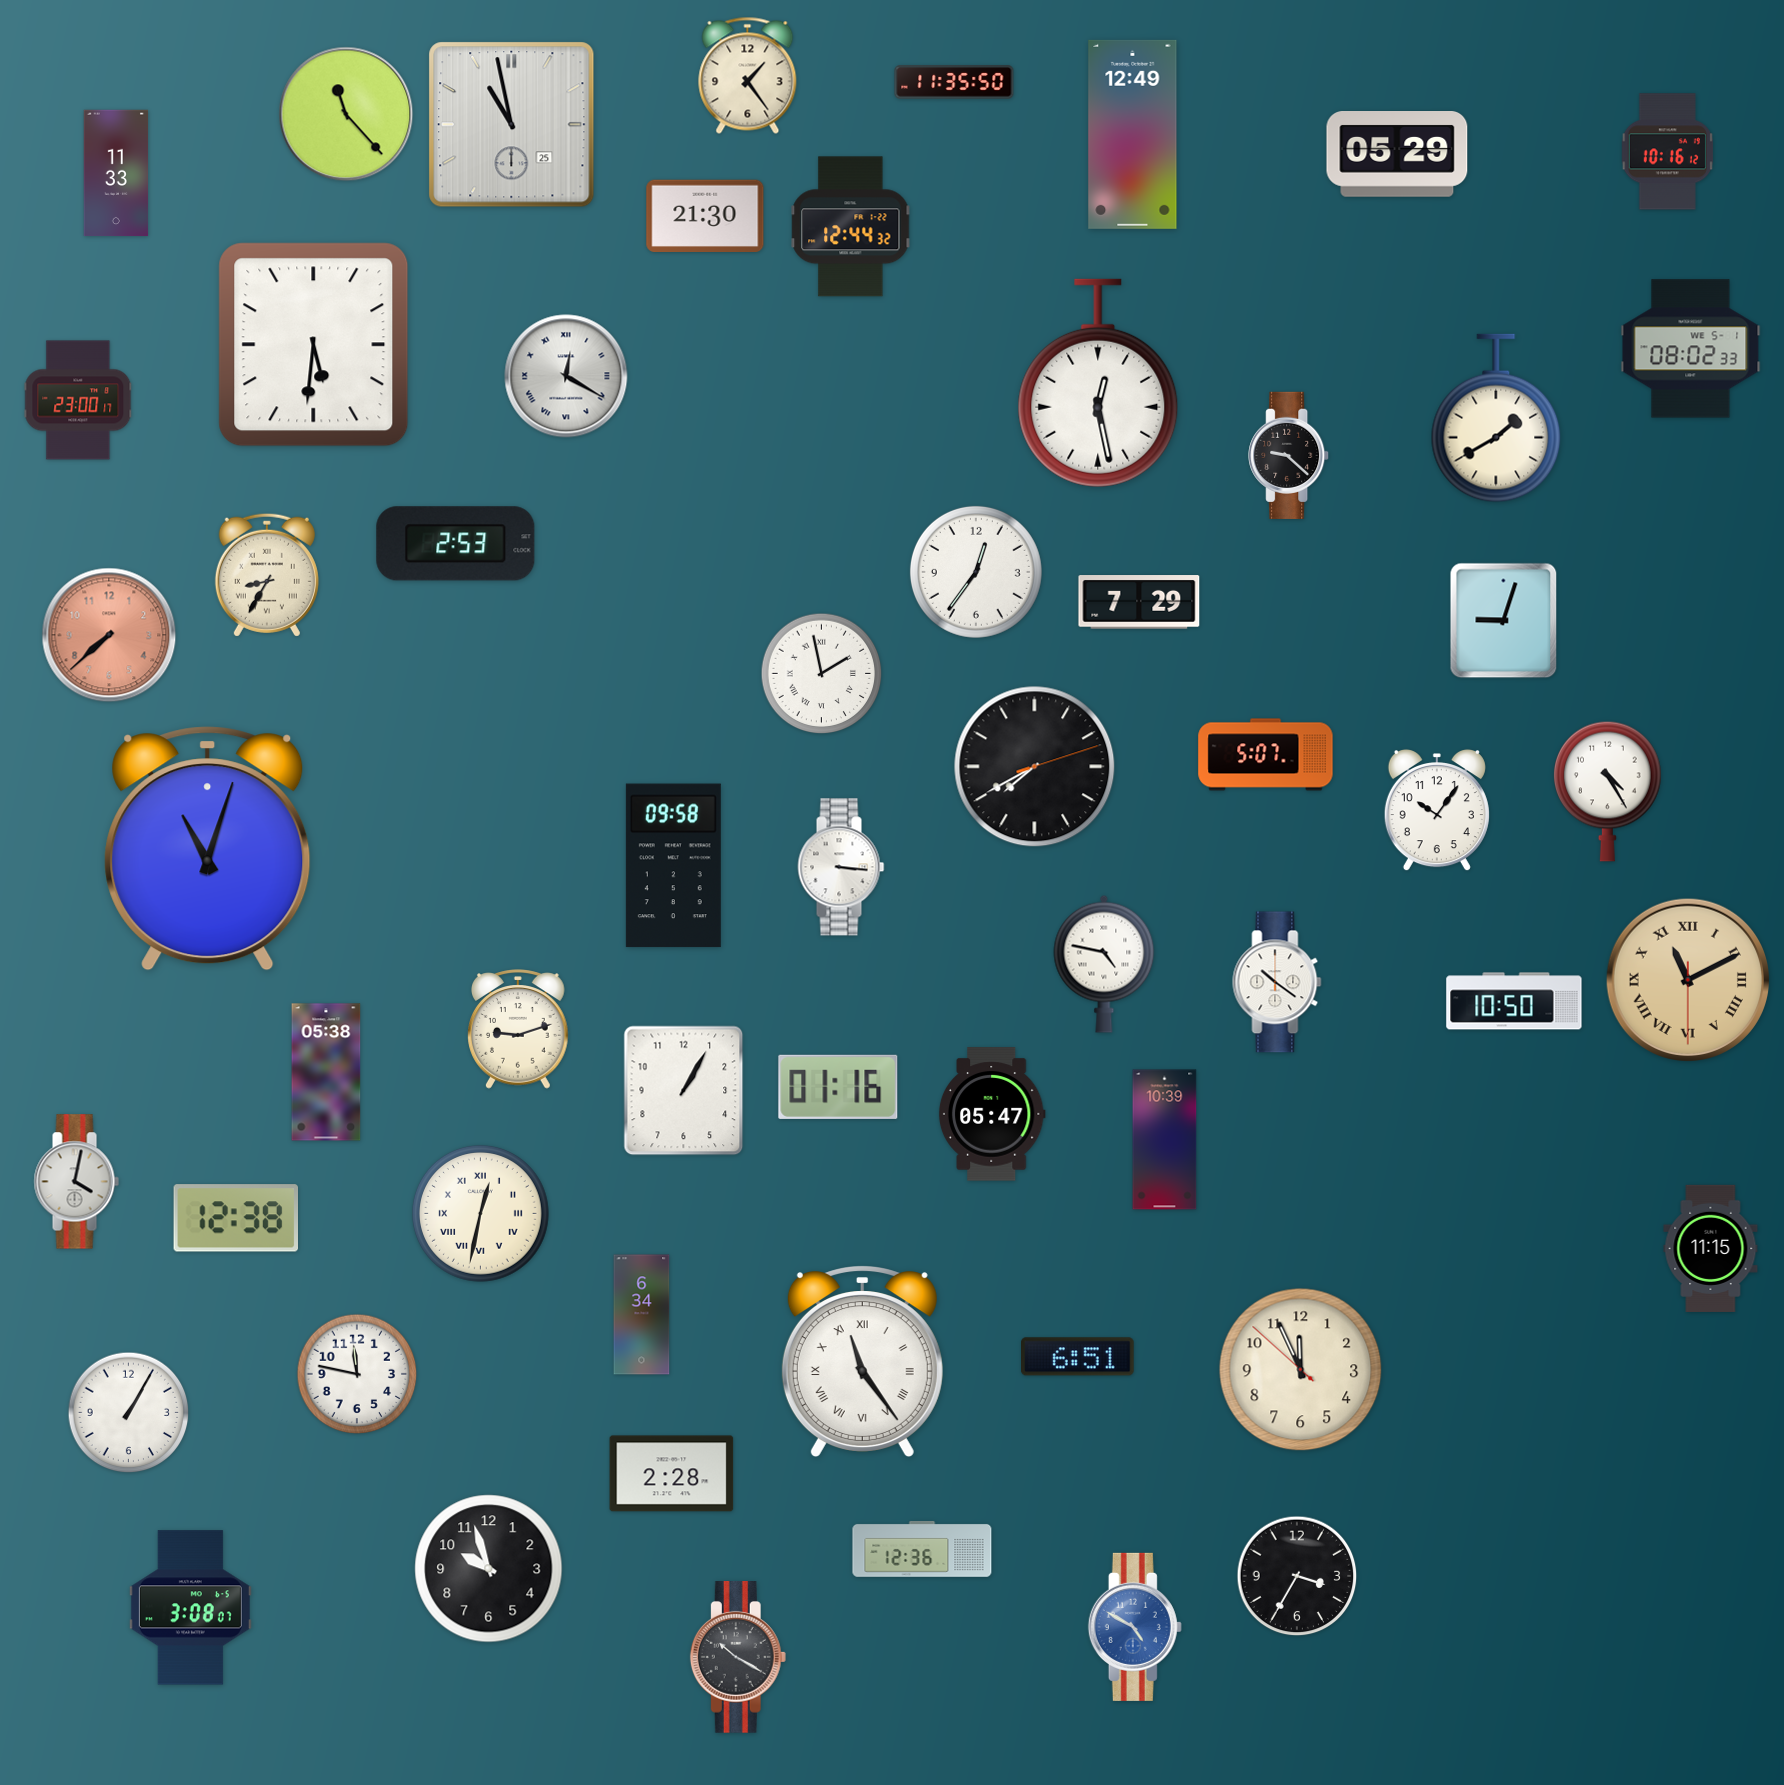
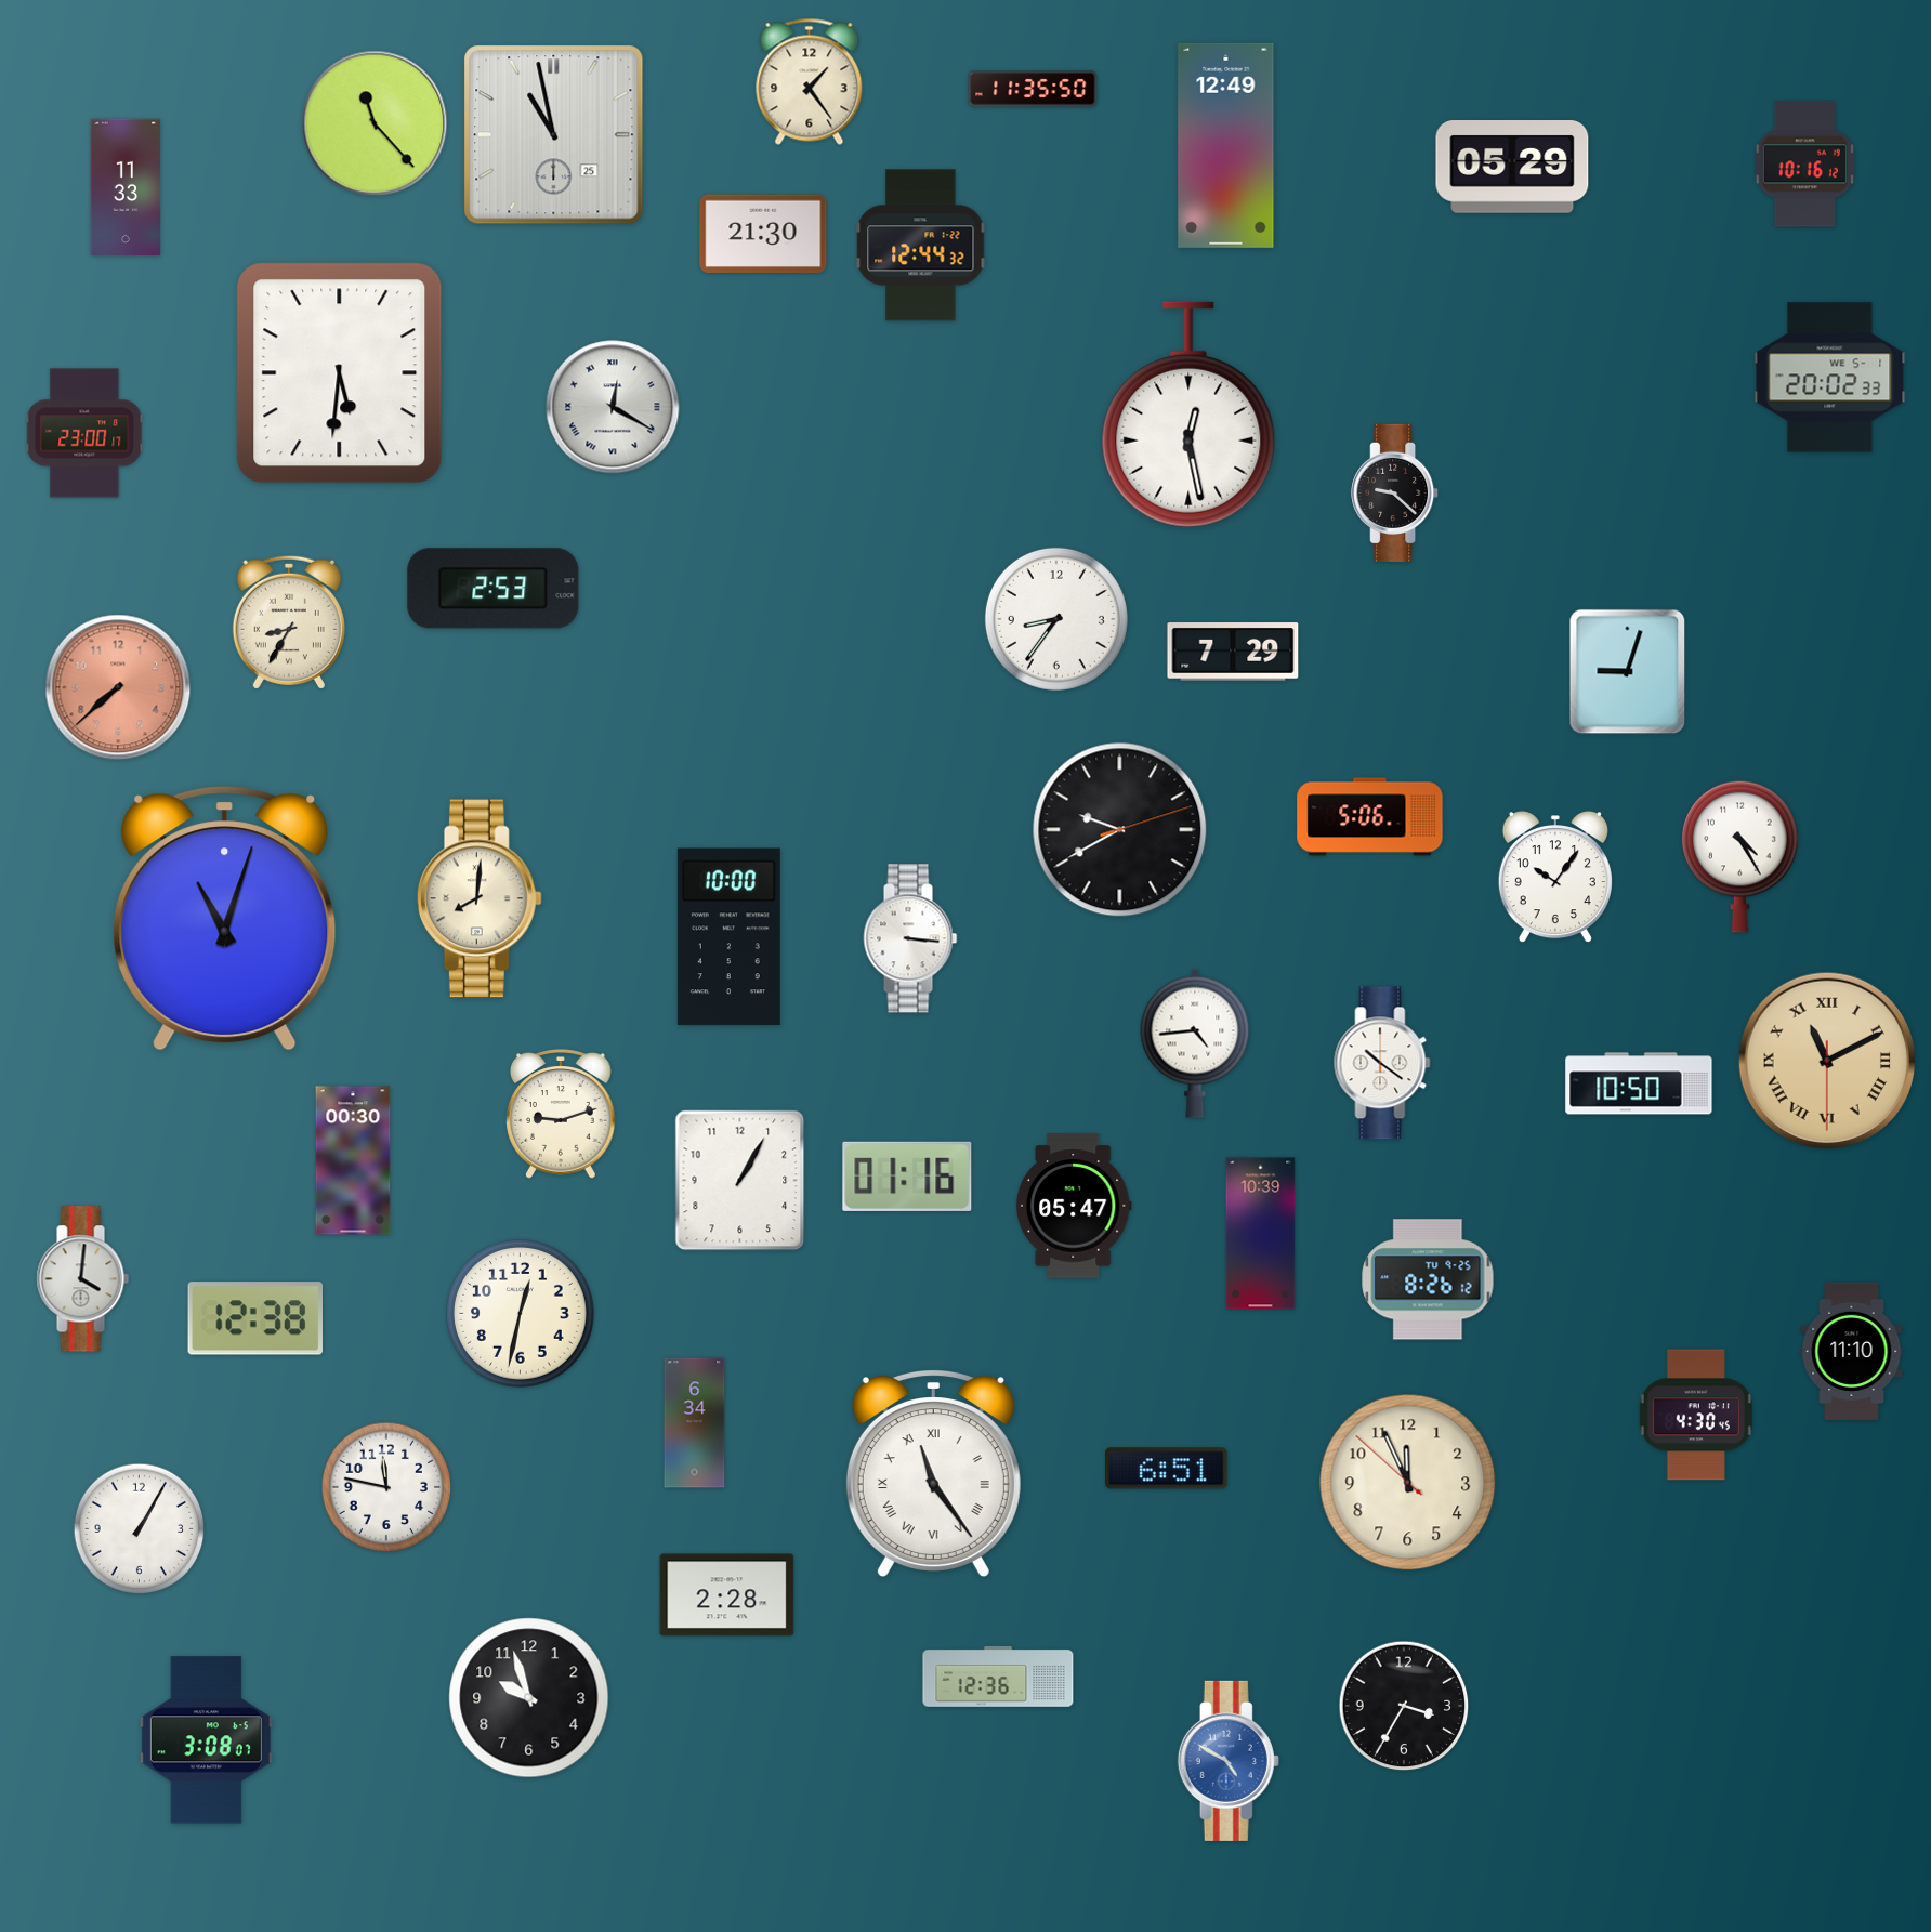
clock at (1691, 349): 08:02 -> 20:02
clock at (1496, 418): 1:40 -> none
clock at (976, 572): 12:36 -> 8:36
clock at (822, 674): 1:58 -> none
clock at (1266, 755): 5:07 -> 5:06
clock at (1035, 767): 7:40 -> 9:40
clock at (480, 898): none -> 8:01
clock at (673, 866): 09:58 -> 10:00
clock at (1104, 964): 4:47 -> 4:44
clock at (326, 1072): 05:38 -> 00:30
clock at (76, 1182): 4:02 -> 4:01
clock at (1428, 1279): none -> 8:26
clock at (481, 1214) numerals: Roman -> Arabic
clock at (1711, 1248): 11:15 -> 11:10
clock at (1696, 1415): none -> 4:30
clock at (738, 1658): 10:20 -> none
